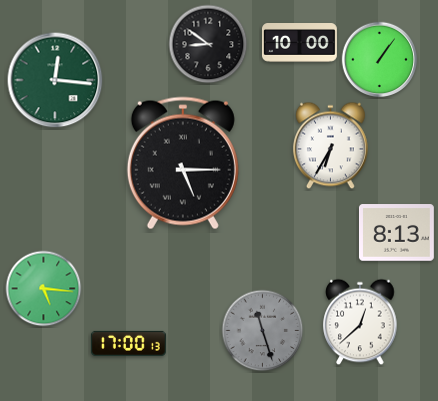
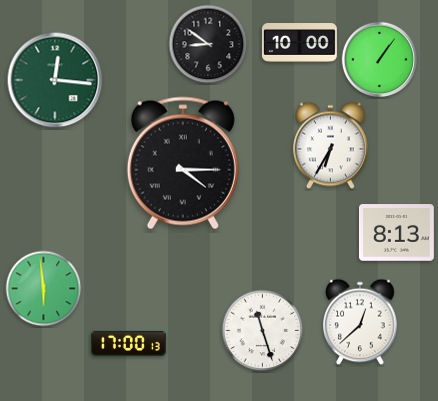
clock at (183, 163): 5:15 -> 4:15
clock at (44, 289): 5:16 -> 5:59
clock at (263, 331) dial: grey -> white
